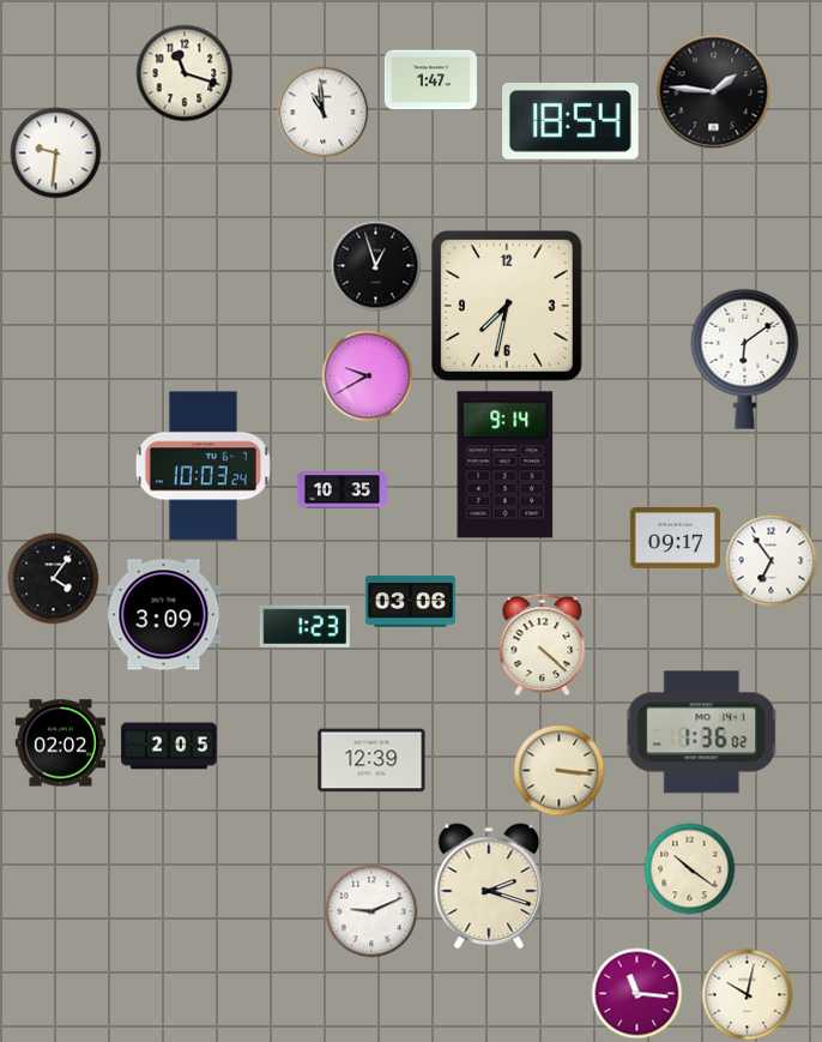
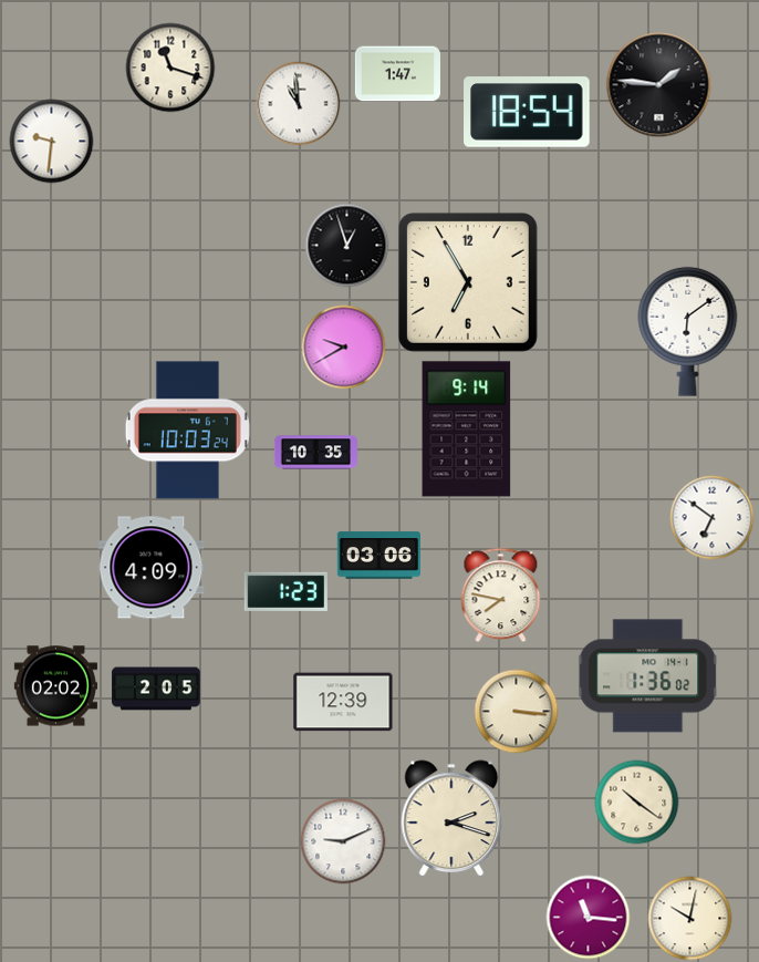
clock at (507, 306): 7:32 -> 6:55
clock at (368, 377) position: (368, 377) -> (344, 348)
clock at (675, 537): 09:17 -> none
clock at (772, 561): 6:54 -> 6:51
clock at (54, 579): 4:06 -> none
clock at (164, 615): 3:09 -> 4:09
clock at (304, 626) position: (304, 626) -> (285, 591)
clock at (543, 645): 4:22 -> 7:47
